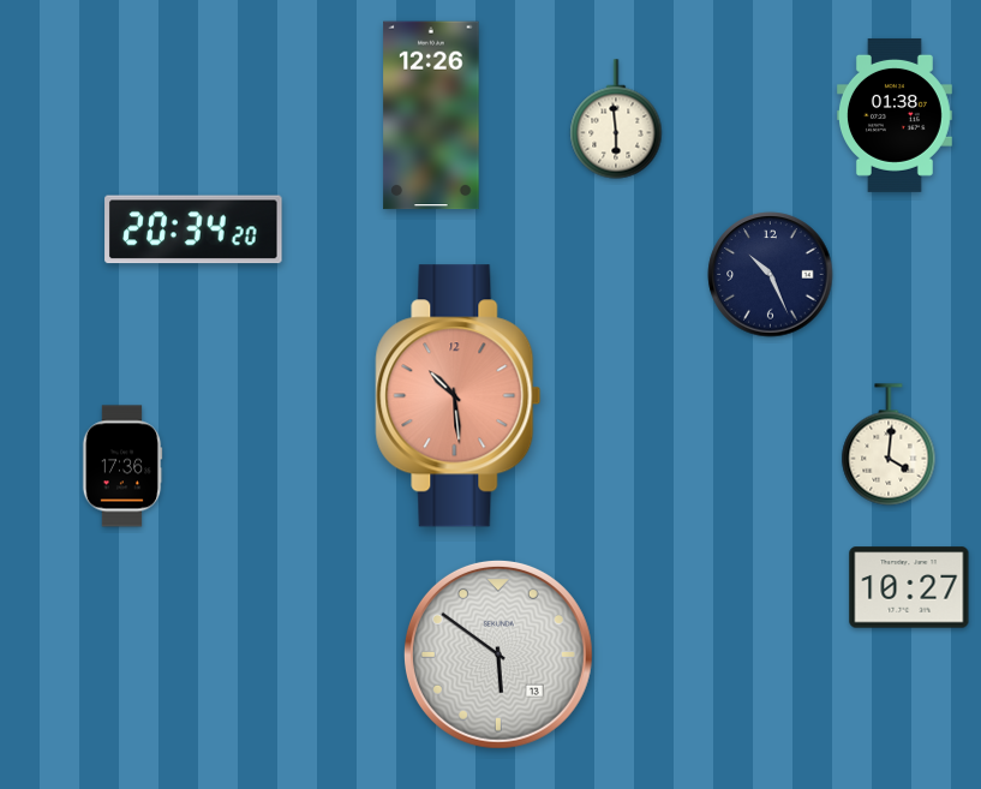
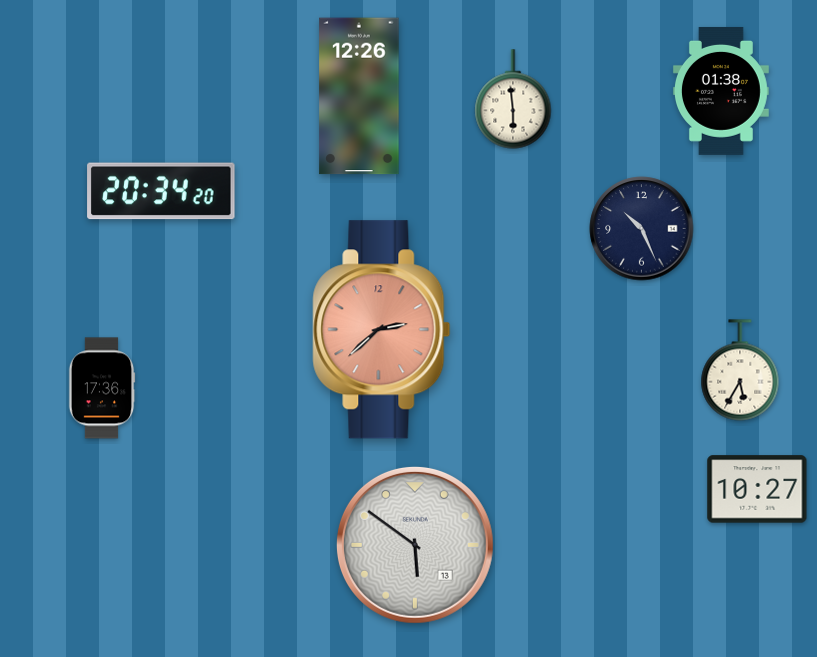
clock at (895, 115) position: (895, 115) -> (721, 91)
clock at (459, 396): 10:29 -> 2:38
clock at (889, 444): 4:01 -> 5:35
